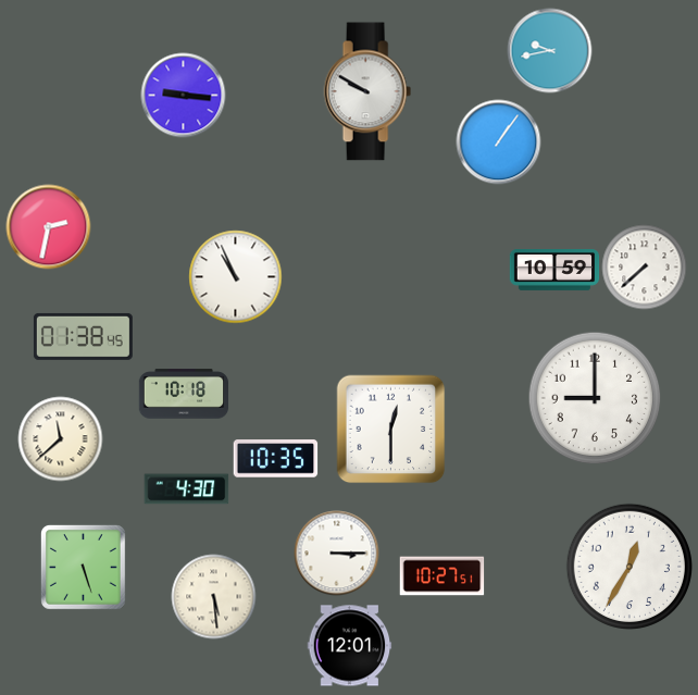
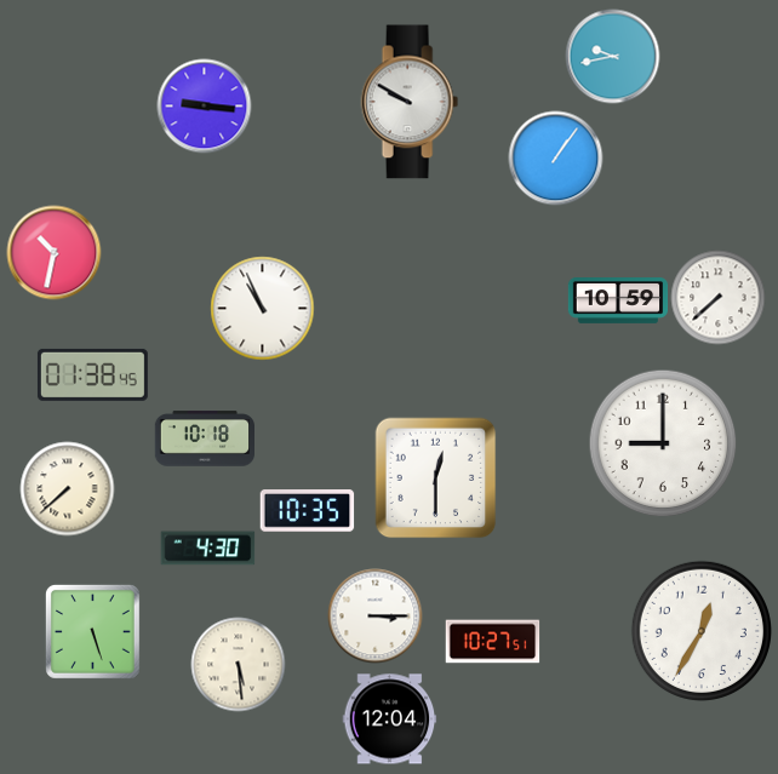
clock at (48, 226): 2:32 -> 10:32
clock at (60, 438): 11:38 -> 7:38
clock at (186, 489) position: (186, 489) -> (207, 549)
clock at (349, 646): 12:01 -> 12:04
